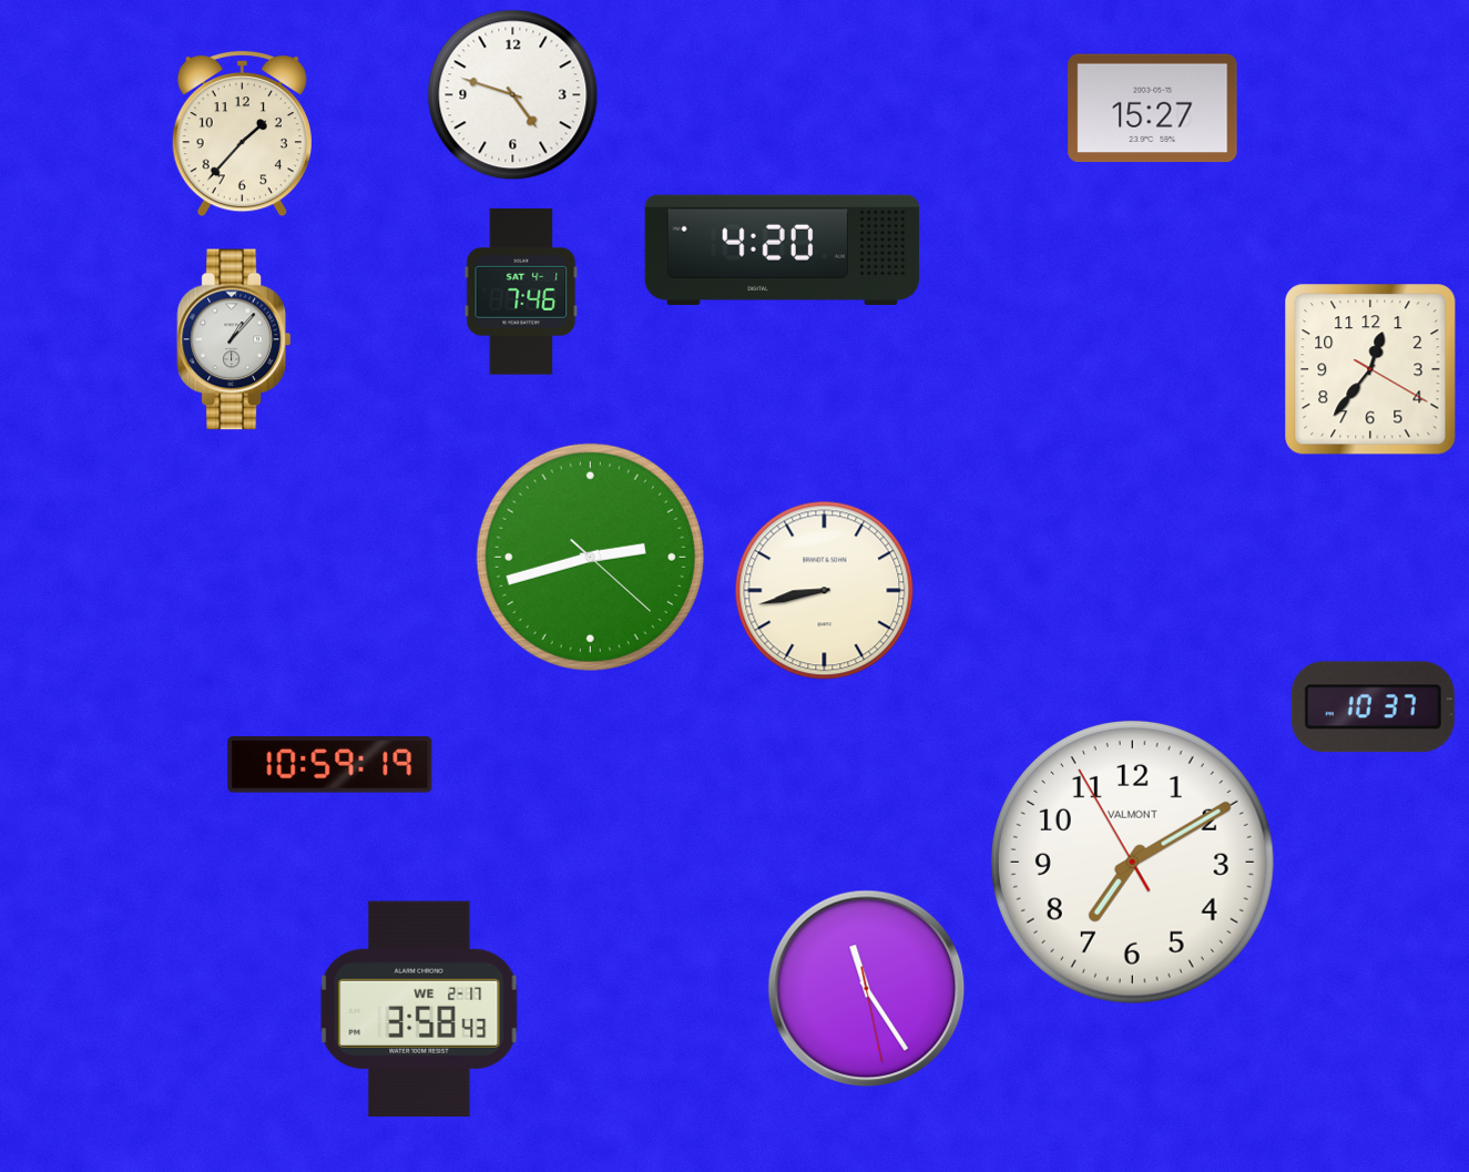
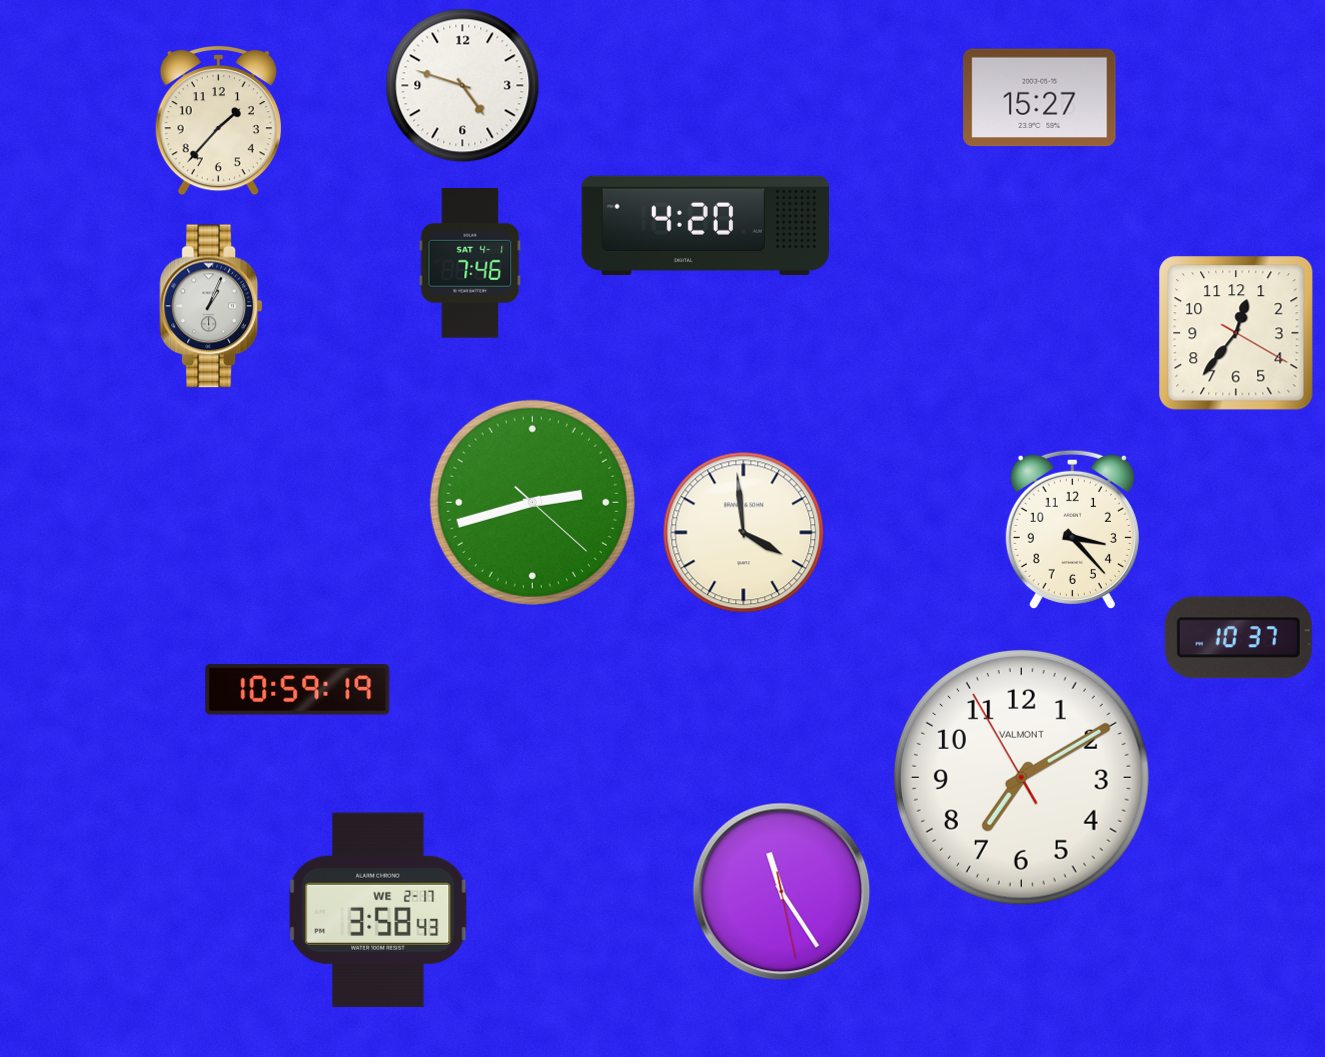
clock at (234, 339): 1:07 -> 1:04
clock at (1072, 529): none -> 3:23
clock at (825, 591): 8:43 -> 3:59
